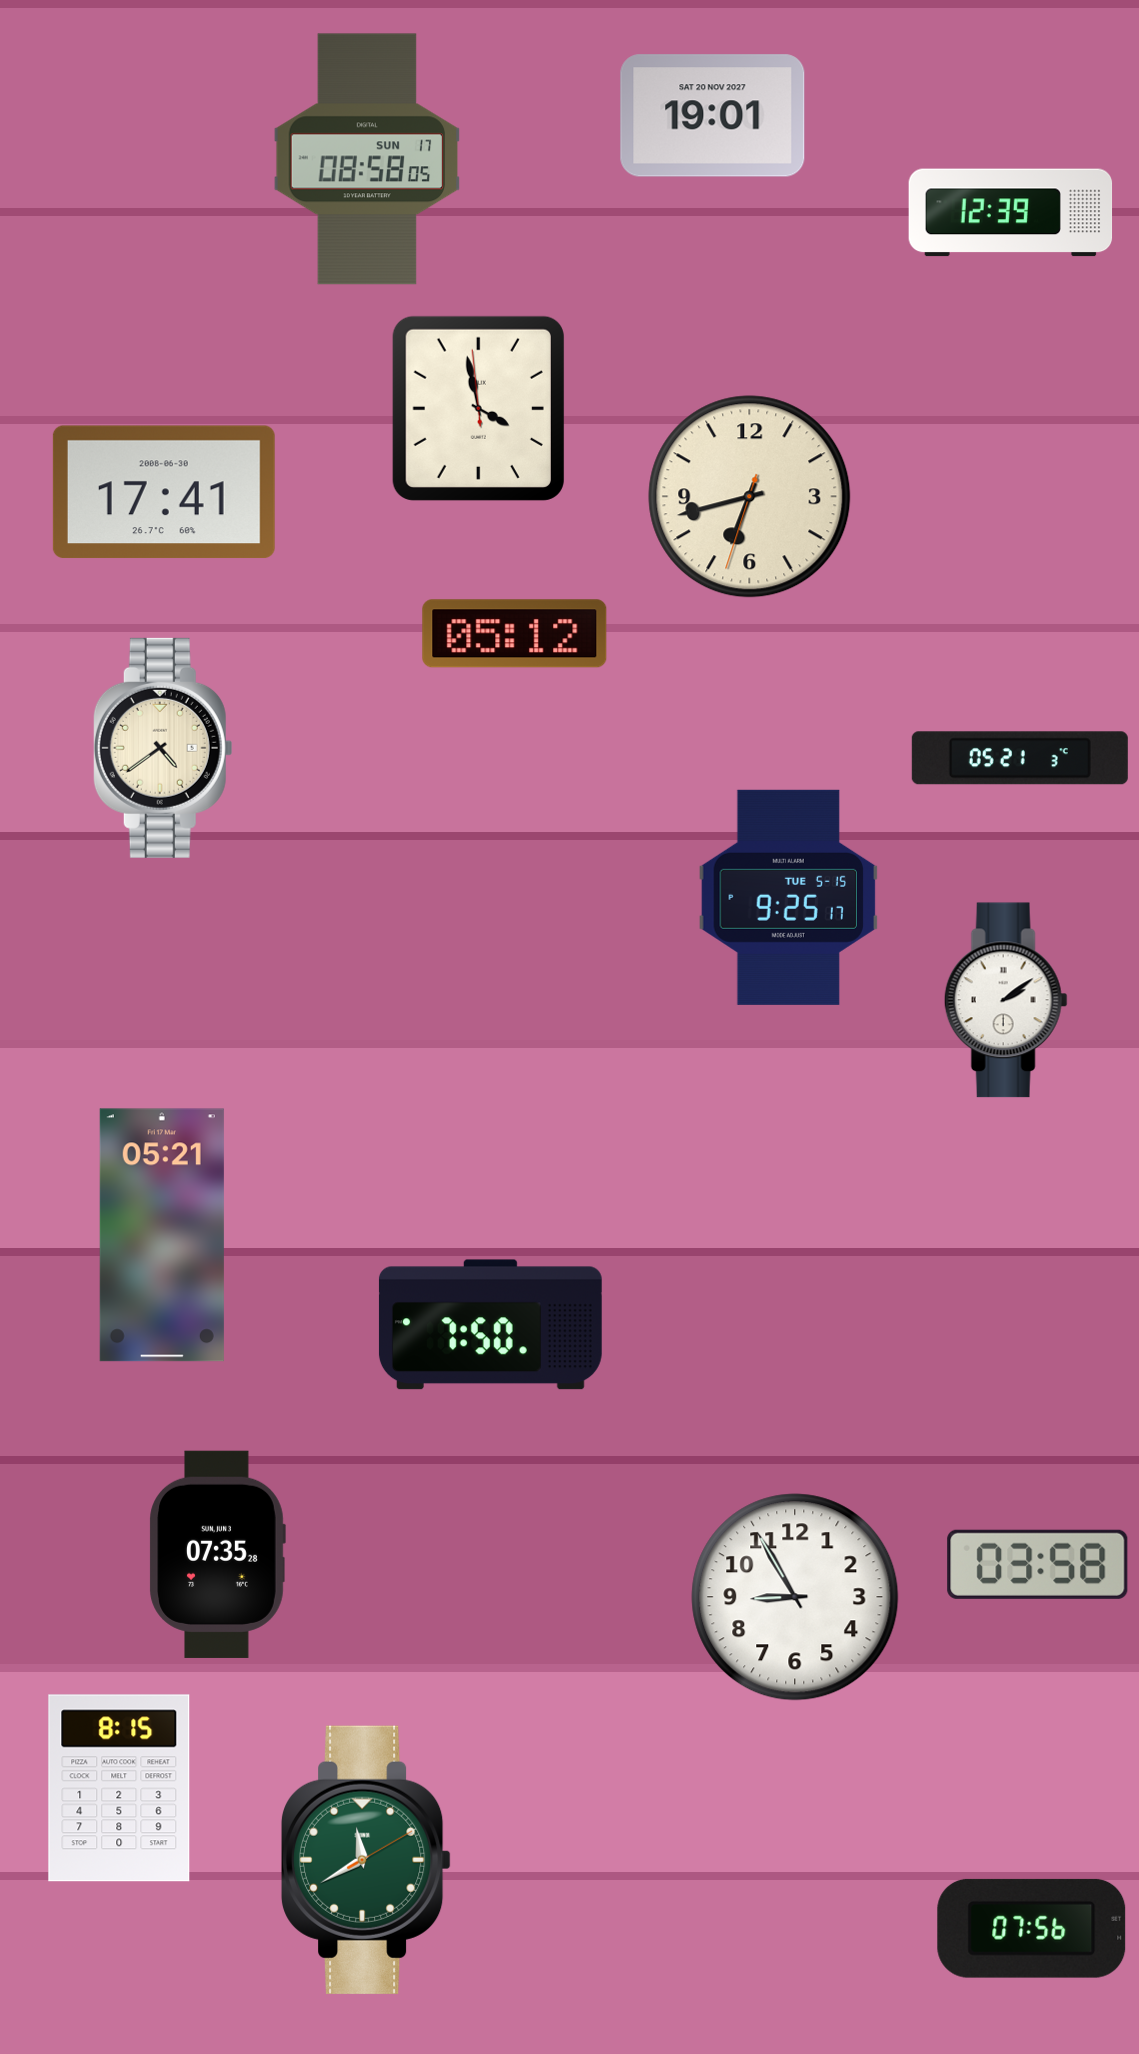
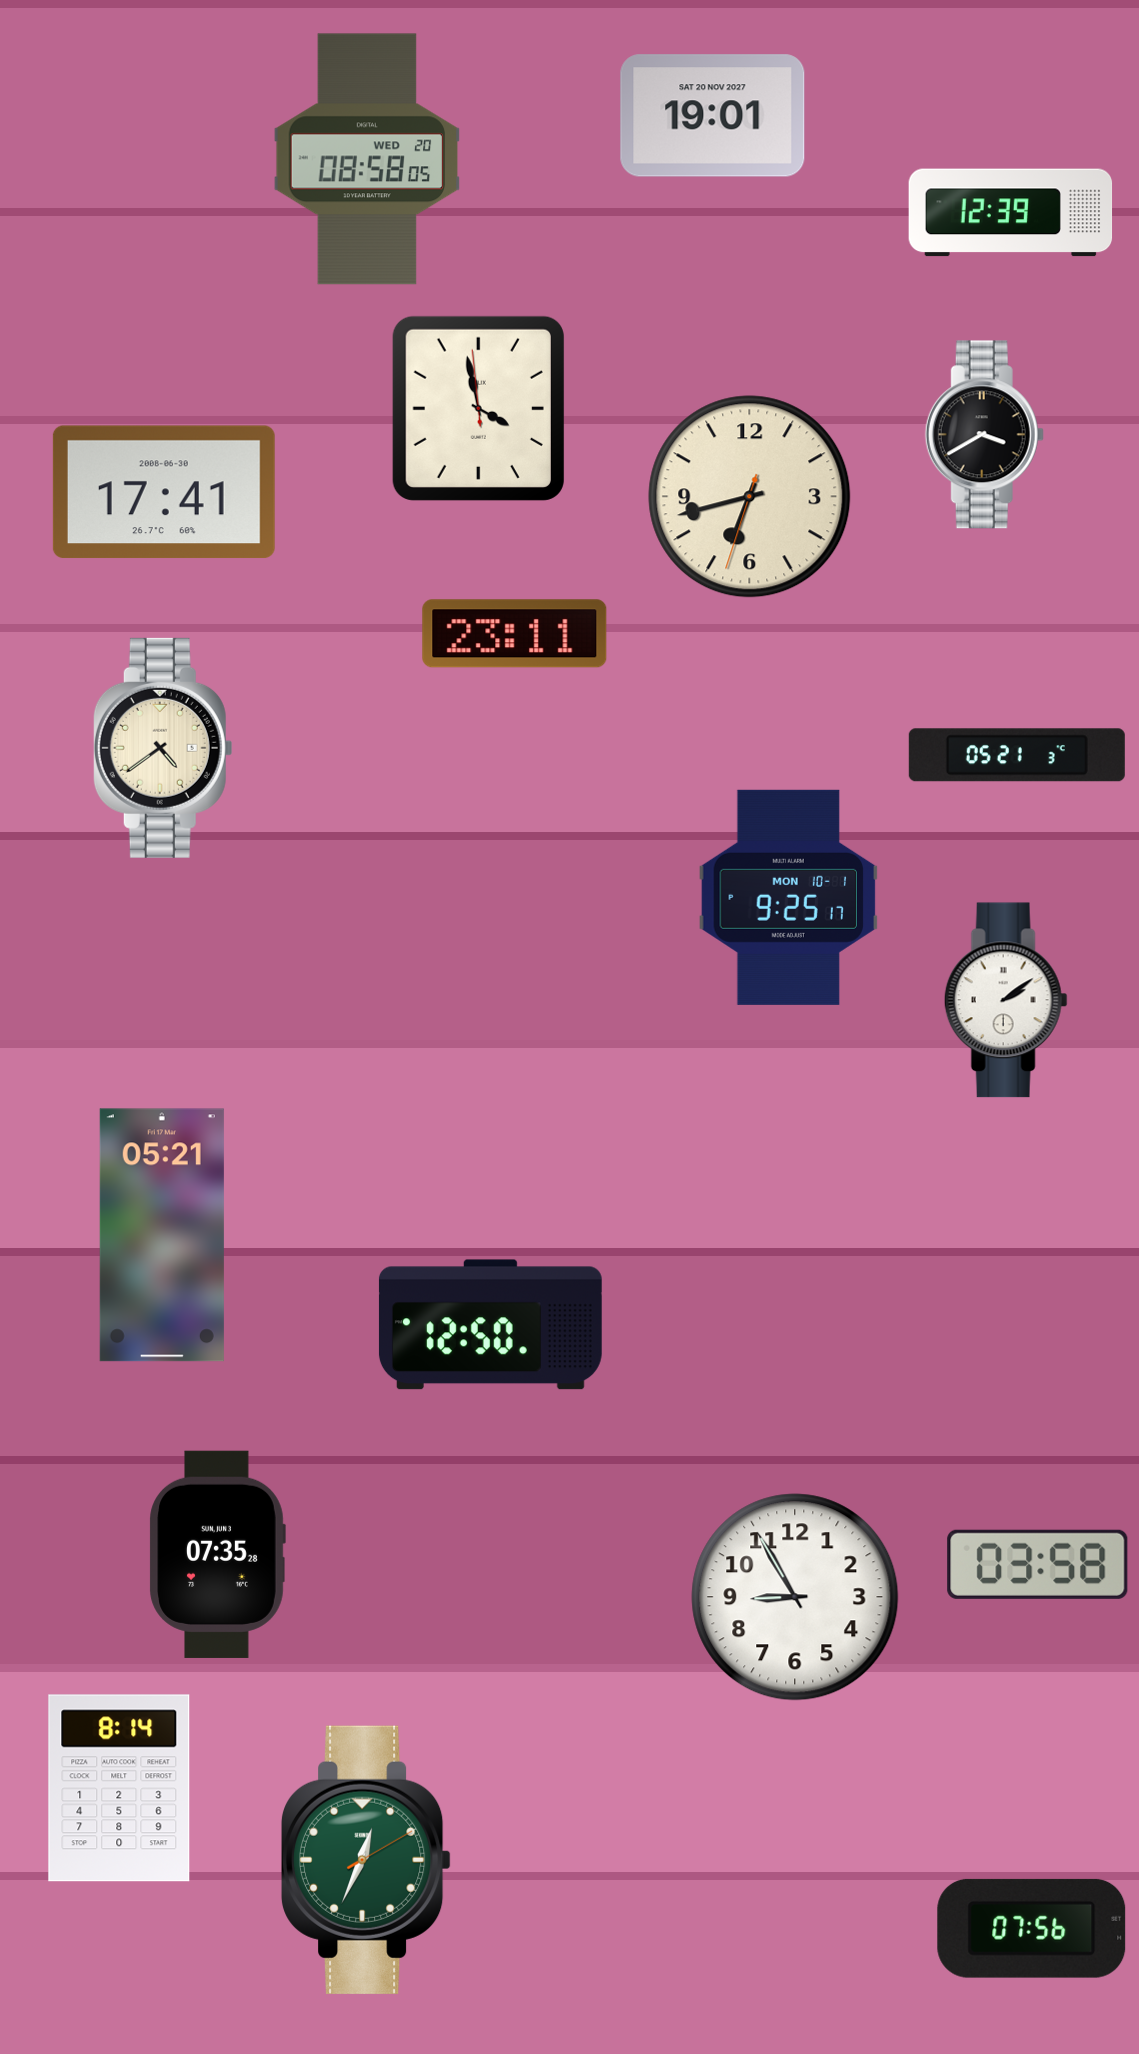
clock at (367, 159) date: SUN 17 -> WED 20
clock at (984, 435): none -> 3:40
clock at (515, 634): 05:12 -> 23:11
clock at (1020, 758) position: (1020, 758) -> (1017, 755)
clock at (789, 897) date: TUE 5-15 -> MON 10-1
clock at (490, 1325): 7:50 -> 12:50
clock at (119, 1788): 8:15 -> 8:14
clock at (366, 1860): 11:40 -> 12:34
